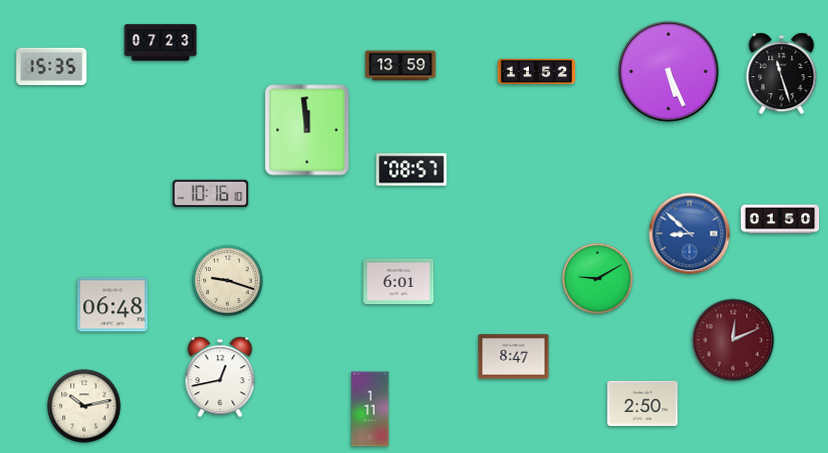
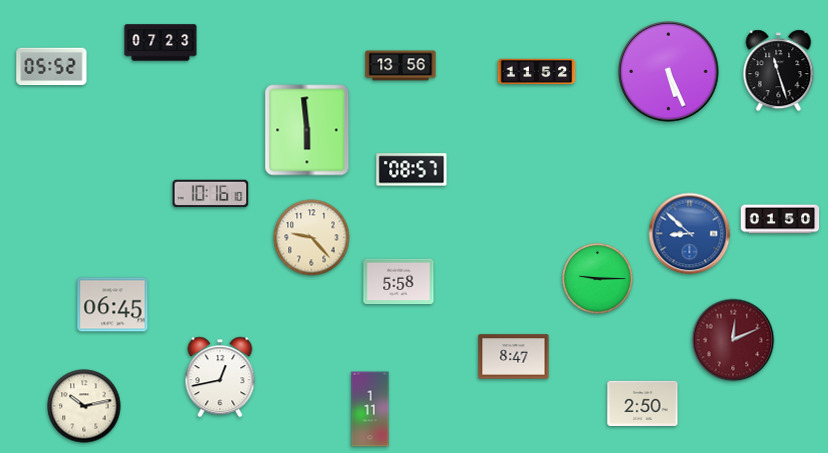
clock at (401, 66): 13:59 -> 13:56
clock at (52, 67): 15:35 -> 05:52
clock at (782, 74) position: (782, 74) -> (779, 71)
clock at (307, 130): 11:59 -> 5:59
clock at (312, 238): none -> 9:23
clock at (598, 279): 9:10 -> 9:15
clock at (228, 281): 9:18 -> none
clock at (399, 282): 6:01 -> 5:58
clock at (113, 305): 06:48 -> 06:45
